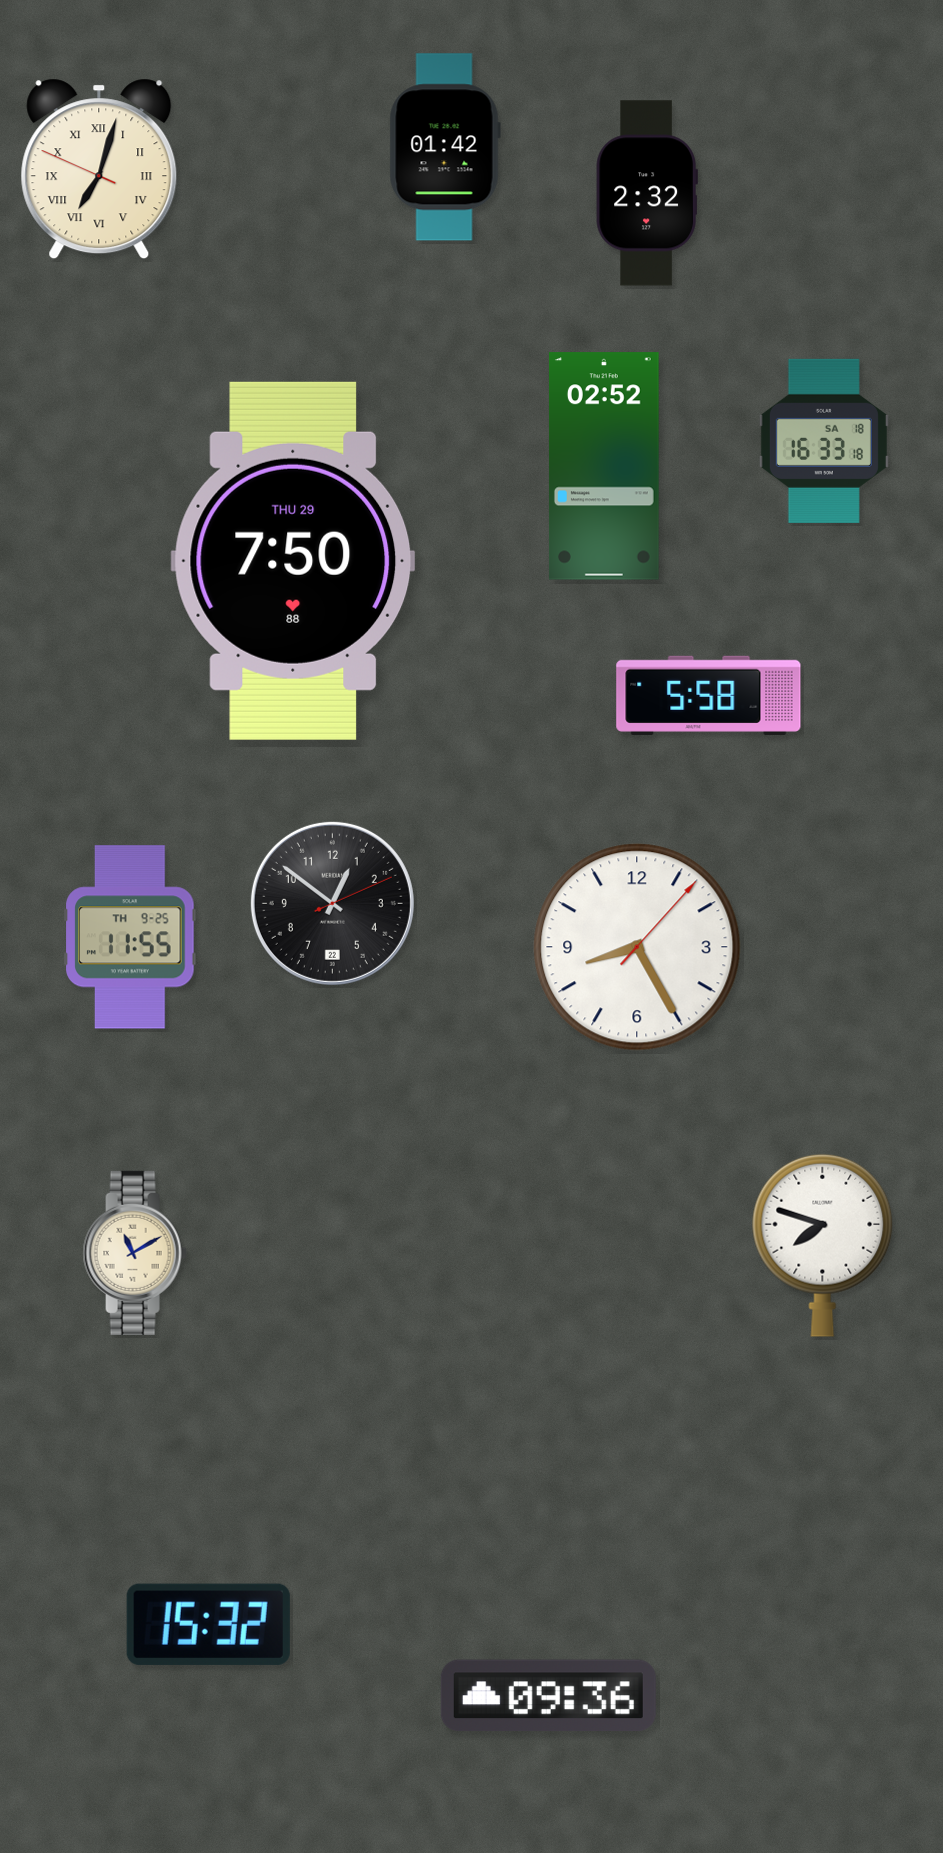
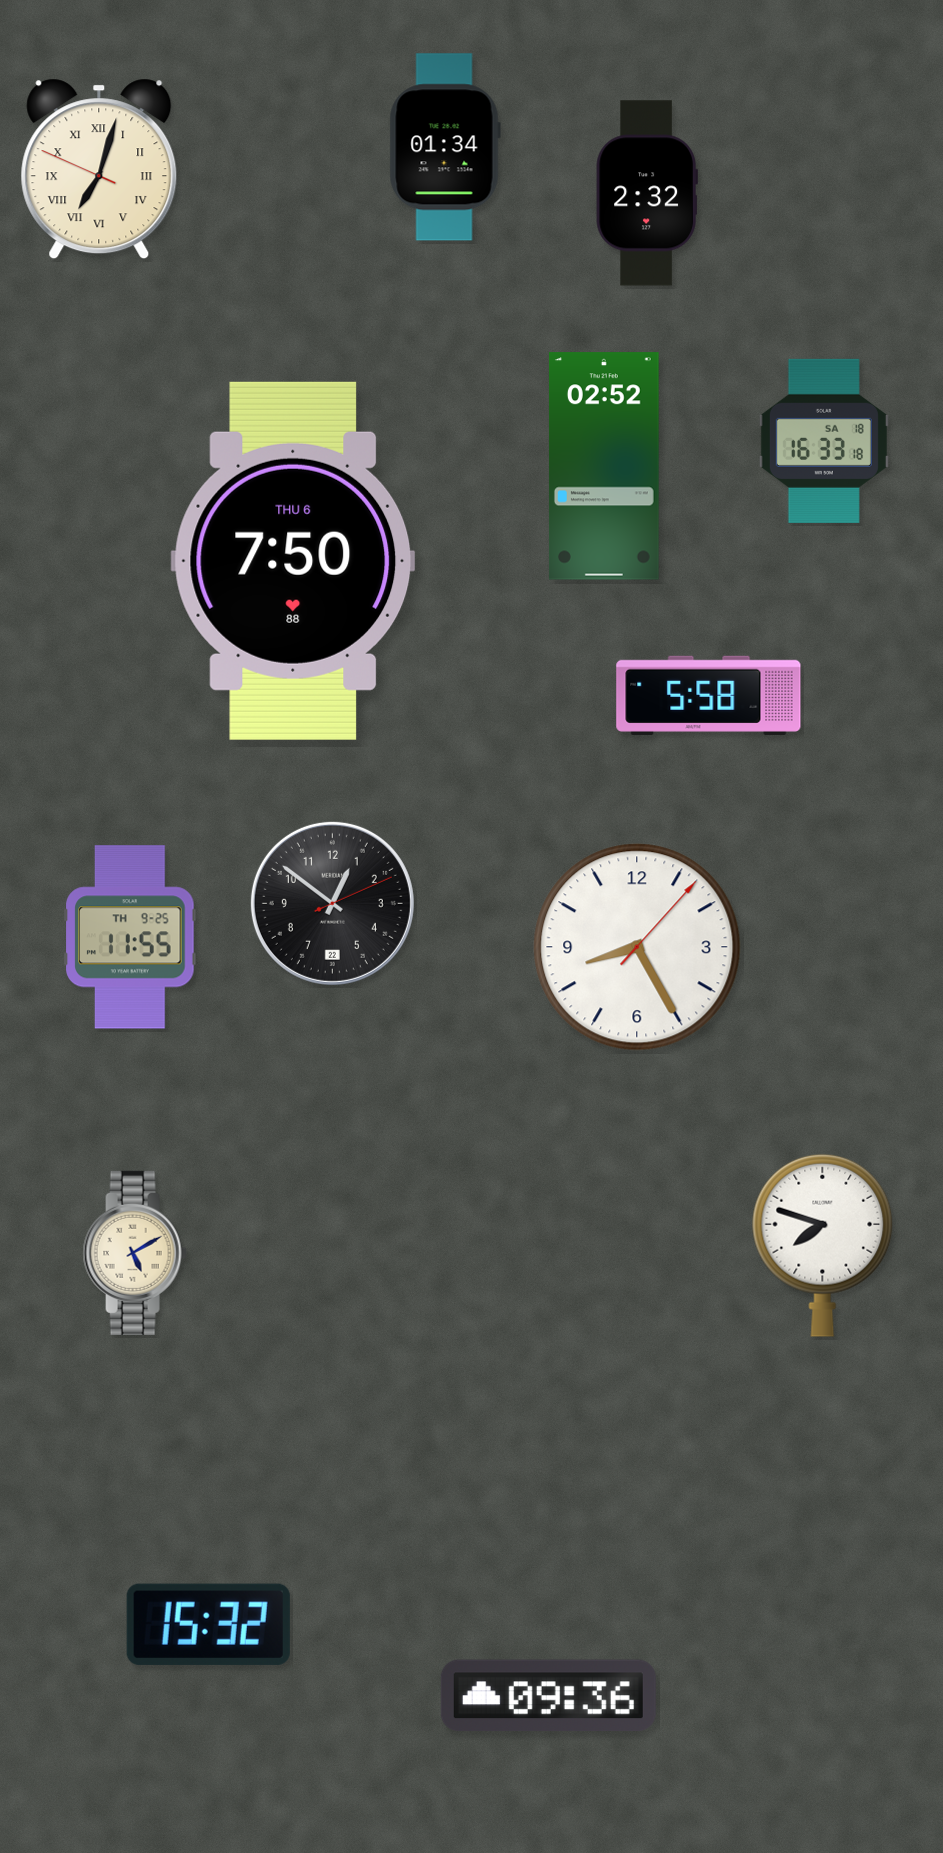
clock at (445, 147): 01:42 -> 01:34
clock at (293, 561) date: THU 29 -> THU 6
clock at (135, 1253): 11:10 -> 5:10
